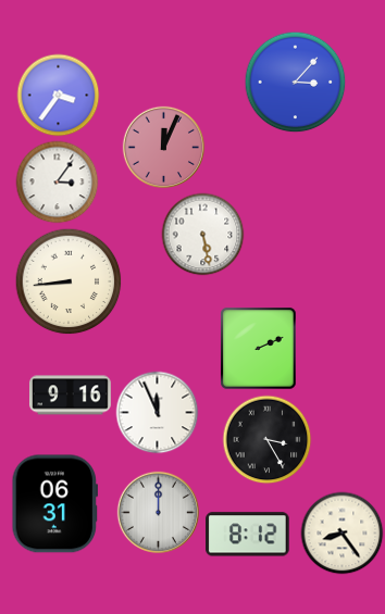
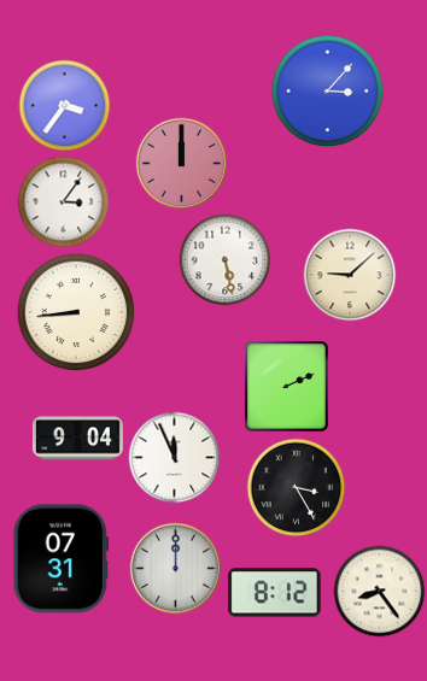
clock at (163, 147): 12:04 -> 12:00
clock at (350, 275): none -> 9:08
clock at (70, 396): 9:16 -> 9:04
clock at (54, 504): 06:31 -> 07:31
